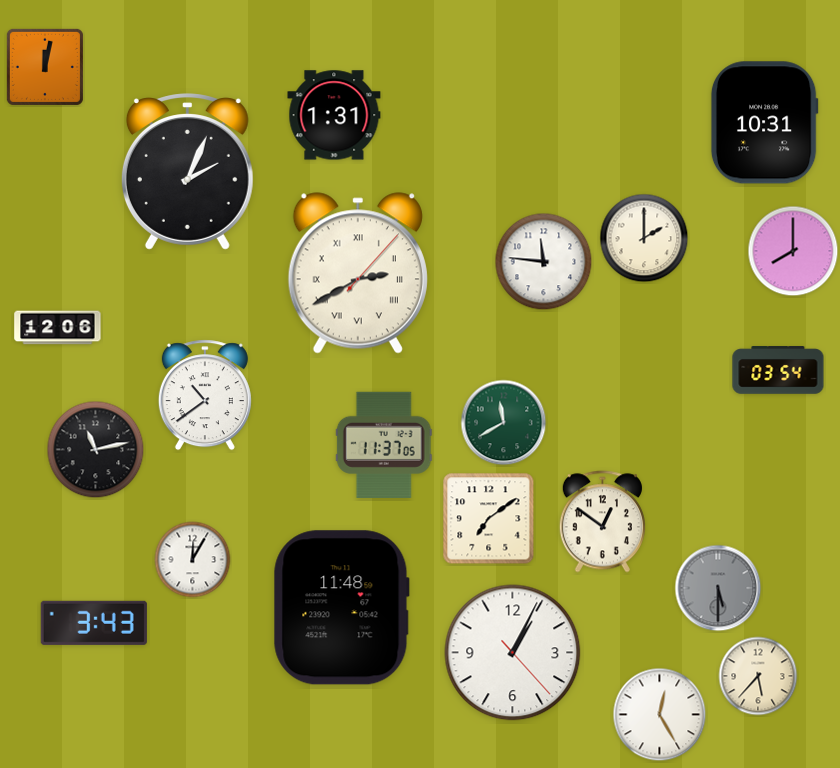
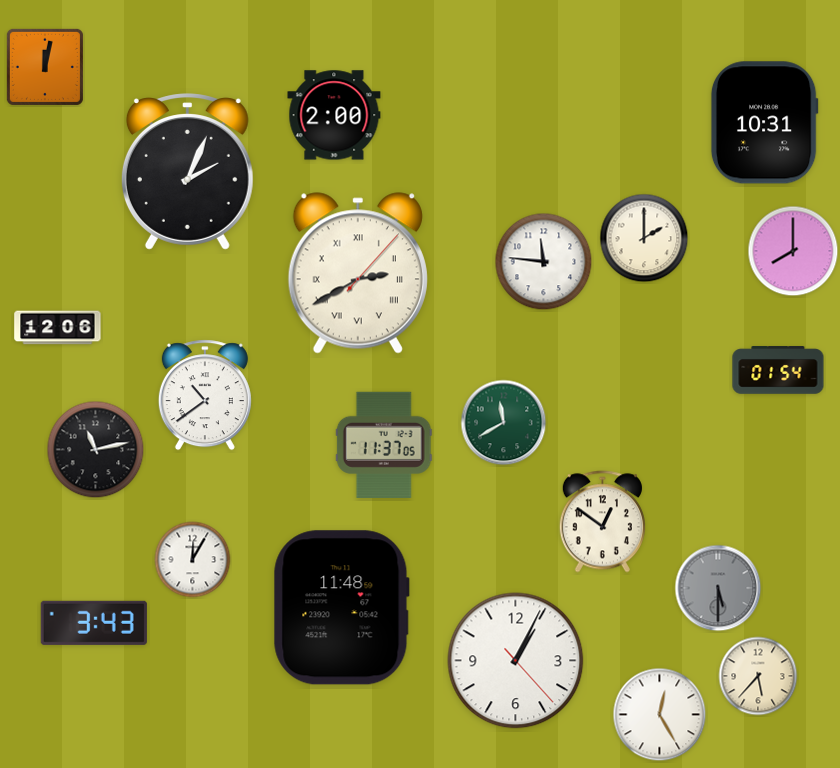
clock at (334, 115): 1:31 -> 2:00
clock at (778, 370): 03:54 -> 01:54
clock at (489, 519): 7:09 -> none
clock at (513, 653) position: (513, 653) -> (516, 661)
